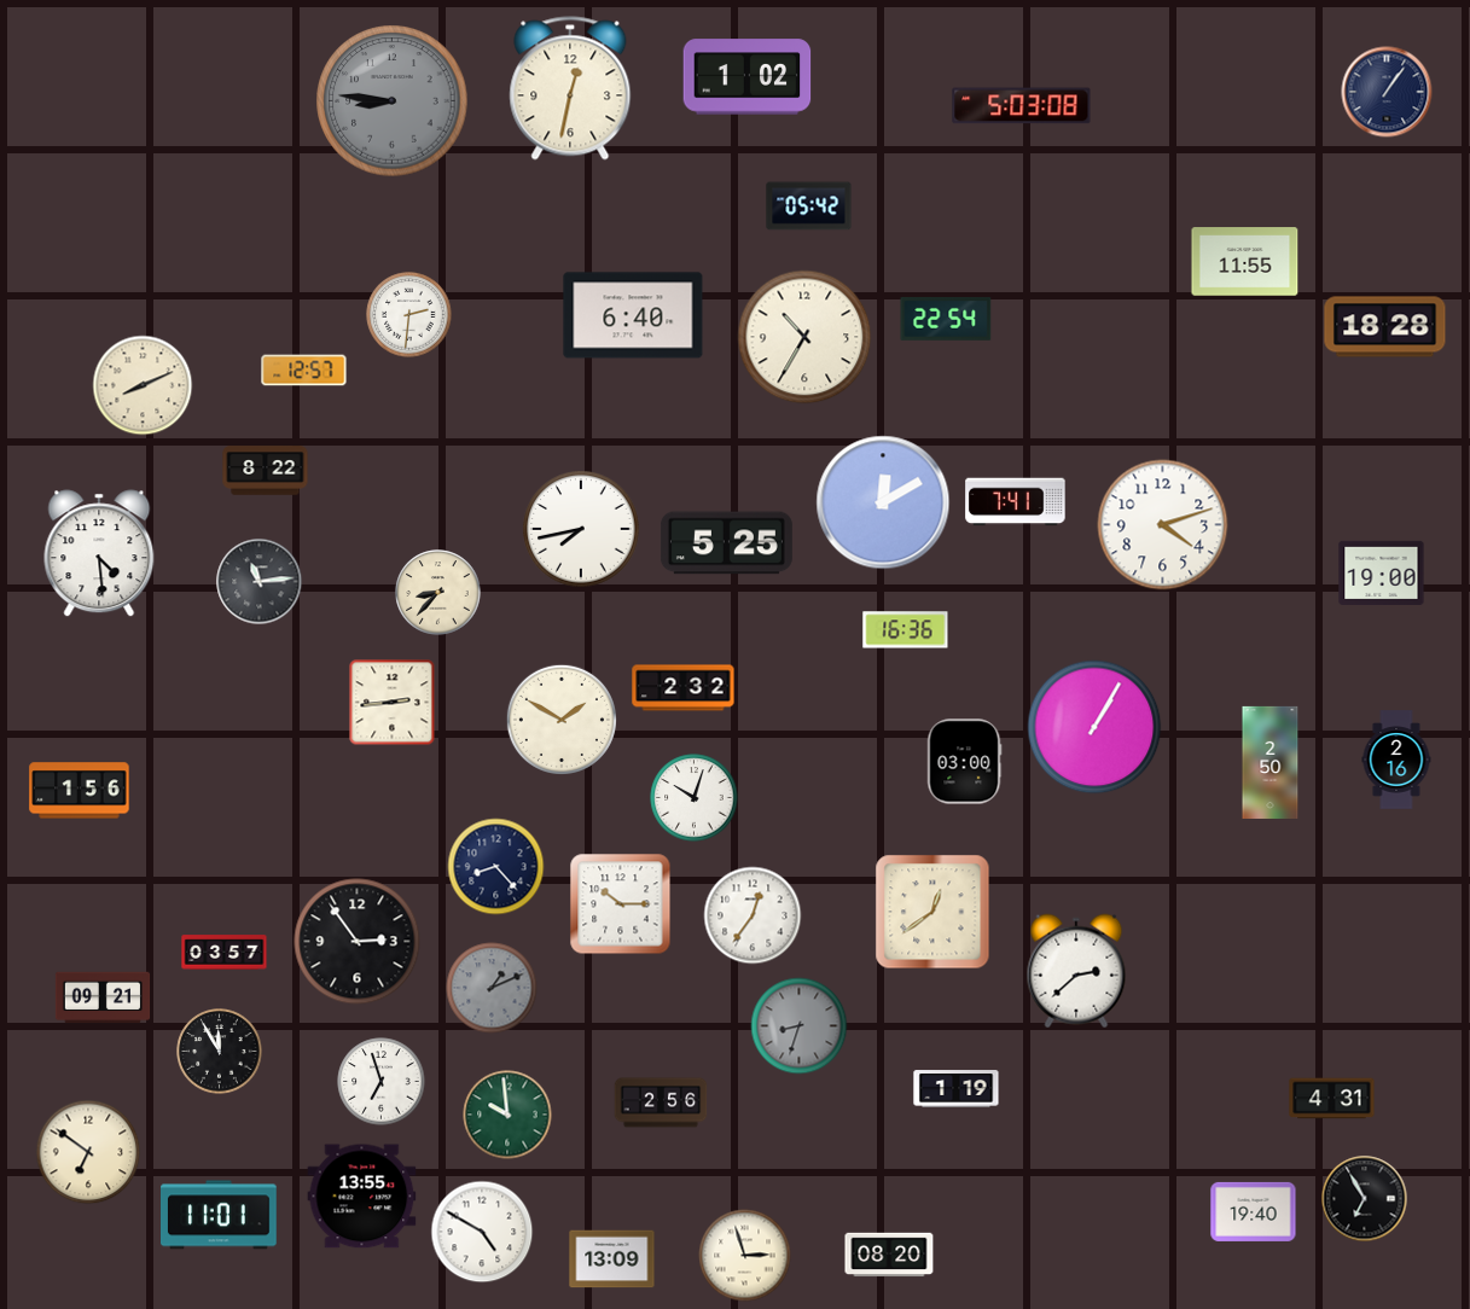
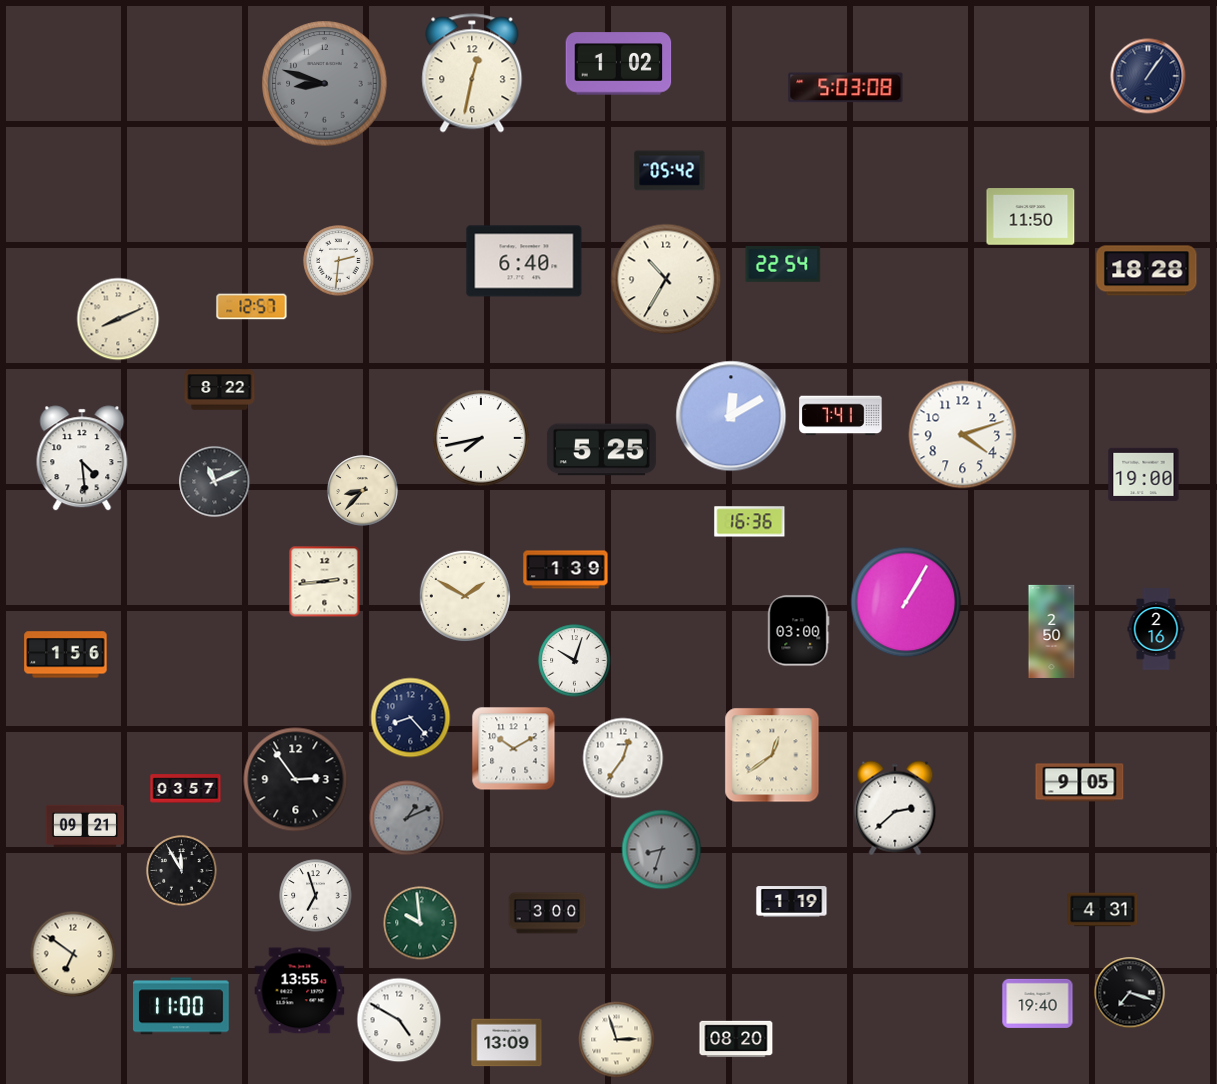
clock at (393, 101): 8:46 -> 8:48
clock at (1245, 262): 11:55 -> 11:50
clock at (260, 582): 11:14 -> 11:11
clock at (684, 688): 2:32 -> 1:39
clock at (621, 904): 10:15 -> 10:10
clock at (1080, 783): none -> 9:05
clock at (1076, 971) position: (1076, 971) -> (895, 808)
clock at (661, 1103): 2:56 -> 3:00
clock at (1365, 1199): 6:55 -> 7:18
clock at (220, 1215): 11:01 -> 11:00
